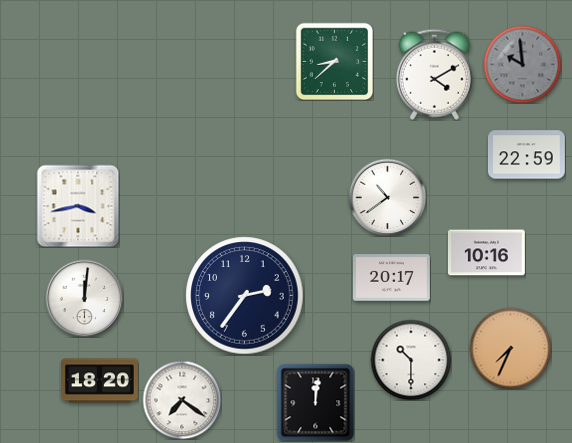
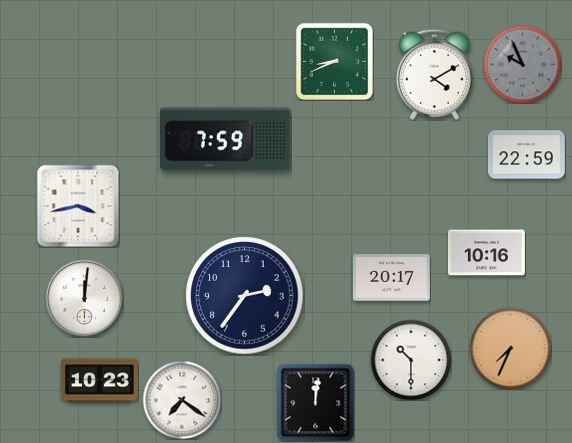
clock at (334, 61): 8:38 -> 8:41
clock at (522, 64): 9:59 -> 9:56
clock at (225, 139): none -> 7:59
clock at (387, 197): 10:39 -> none
clock at (100, 381): 18:20 -> 10:23
